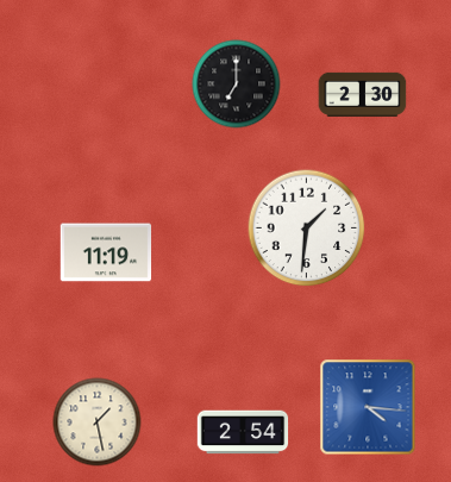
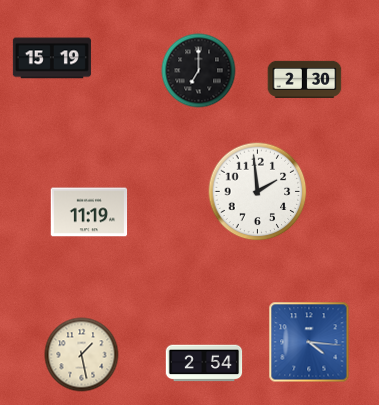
clock at (52, 58): none -> 15:19
clock at (307, 229): 1:31 -> 1:59
